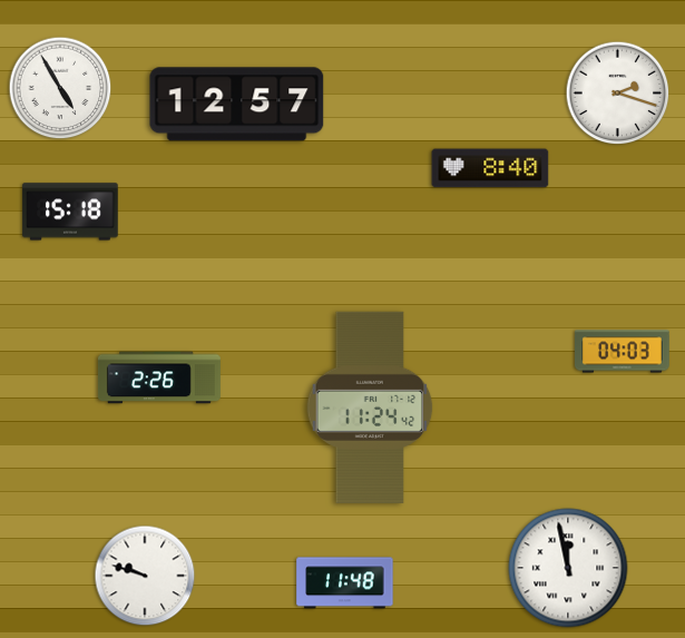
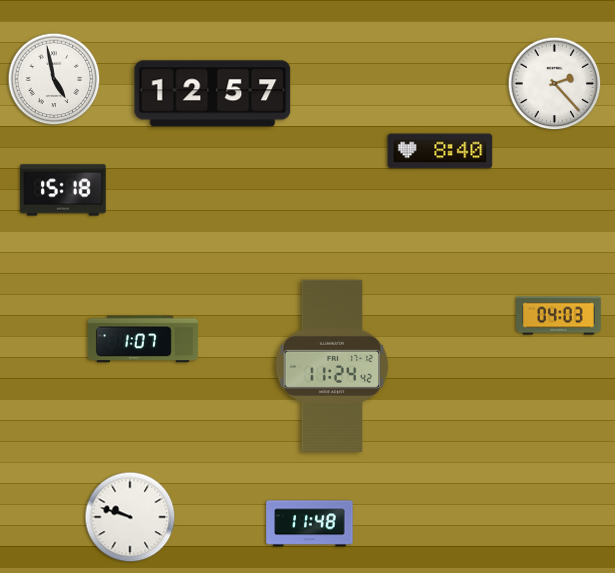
clock at (60, 88): 4:55 -> 4:58
clock at (618, 94): 2:18 -> 2:23
clock at (159, 377): 2:26 -> 1:07
clock at (568, 568): 11:58 -> none
